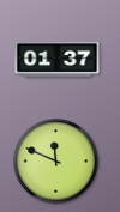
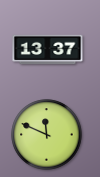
clock at (58, 60): 01:37 -> 13:37
